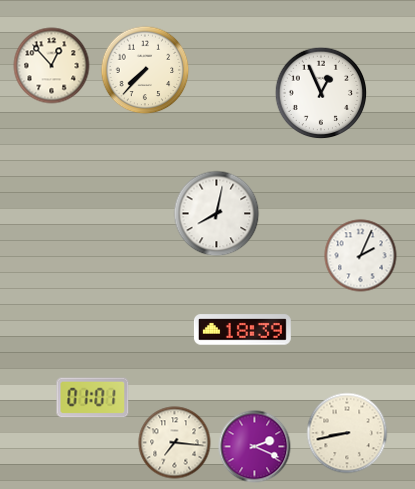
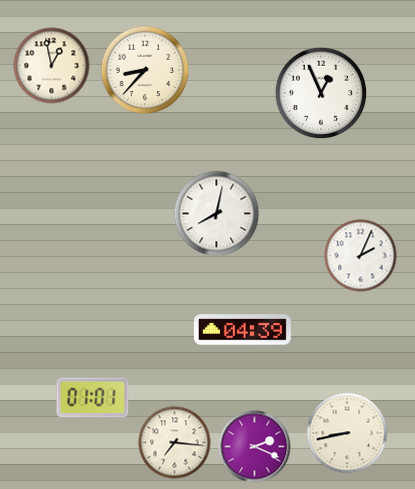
clock at (52, 66): 12:53 -> 12:58
clock at (145, 70): 7:37 -> 8:37
clock at (242, 330): 18:39 -> 04:39
